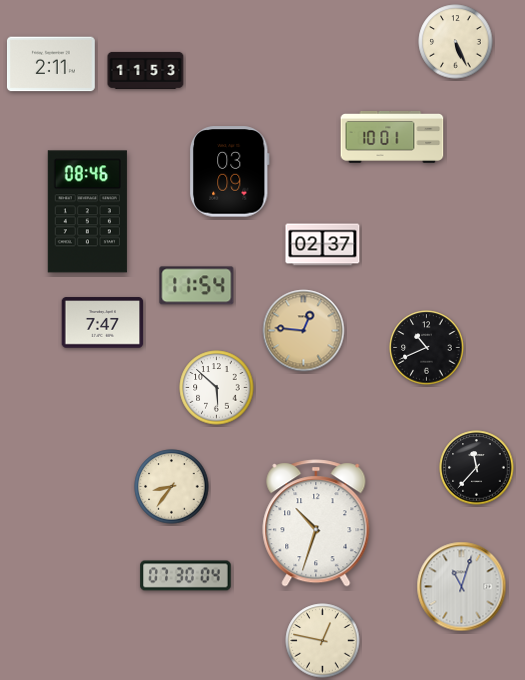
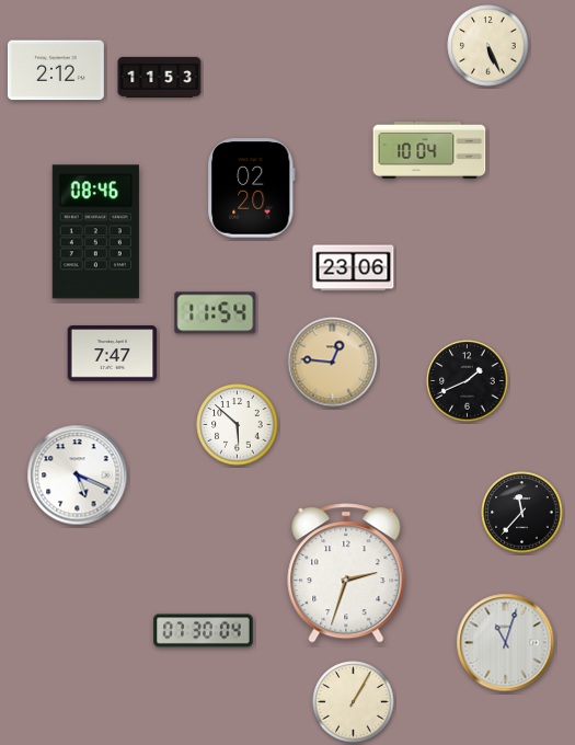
clock at (456, 42) position: (456, 42) -> (488, 46)
clock at (51, 64): 2:11 -> 2:12
clock at (392, 137): 10:01 -> 10:04
clock at (229, 172): 03:09 -> 02:20
clock at (323, 245): 02:37 -> 23:06
clock at (427, 348): 10:41 -> 1:41
clock at (78, 475): none -> 5:19
clock at (172, 487): 8:36 -> none
clock at (316, 523): 10:33 -> 2:33
clock at (323, 641): 12:47 -> 1:05
